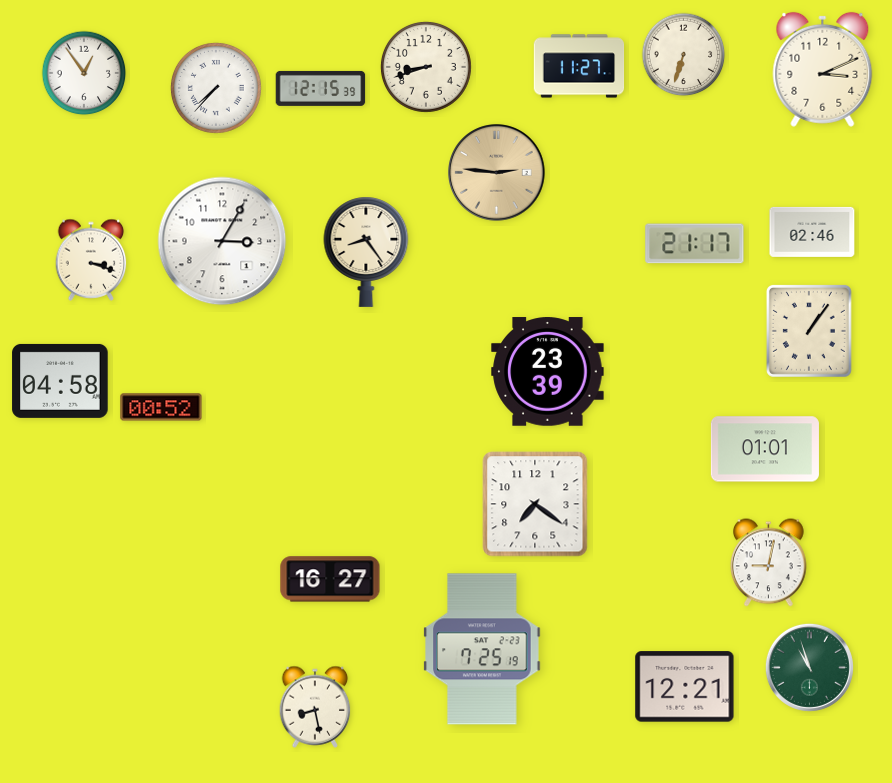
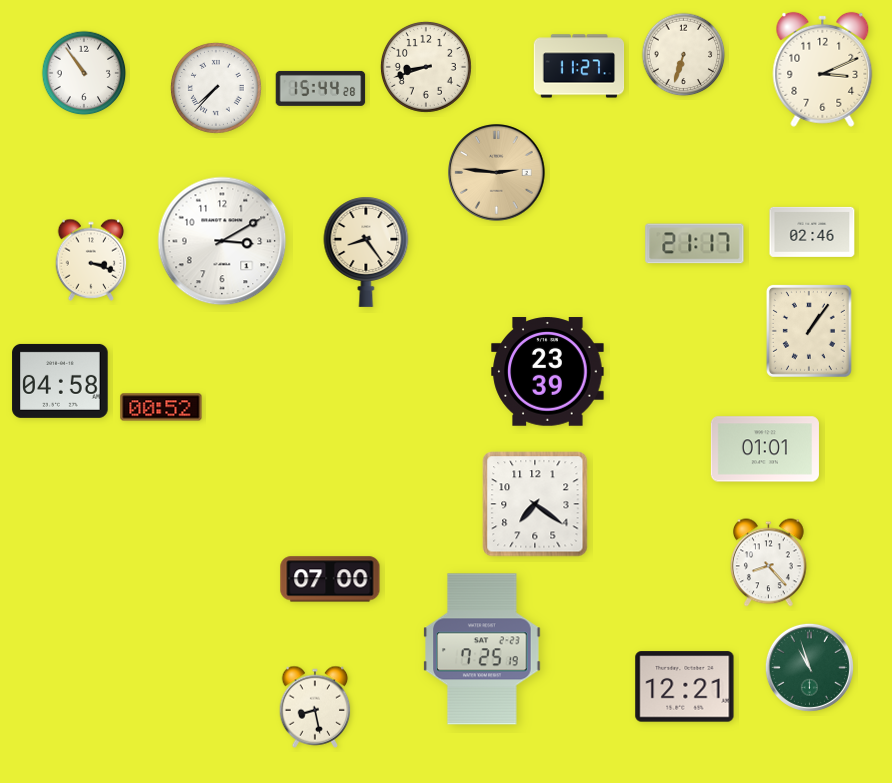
clock at (84, 73): 12:54 -> 10:54
clock at (321, 88): 12:15 -> 15:44
clock at (222, 241): 3:05 -> 3:10
clock at (769, 563): 9:02 -> 8:23
clock at (330, 579): 16:27 -> 07:00
